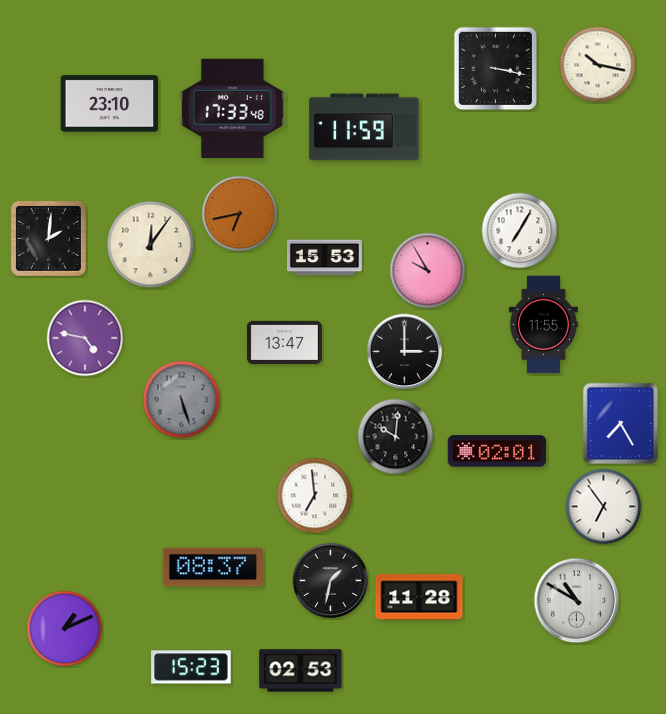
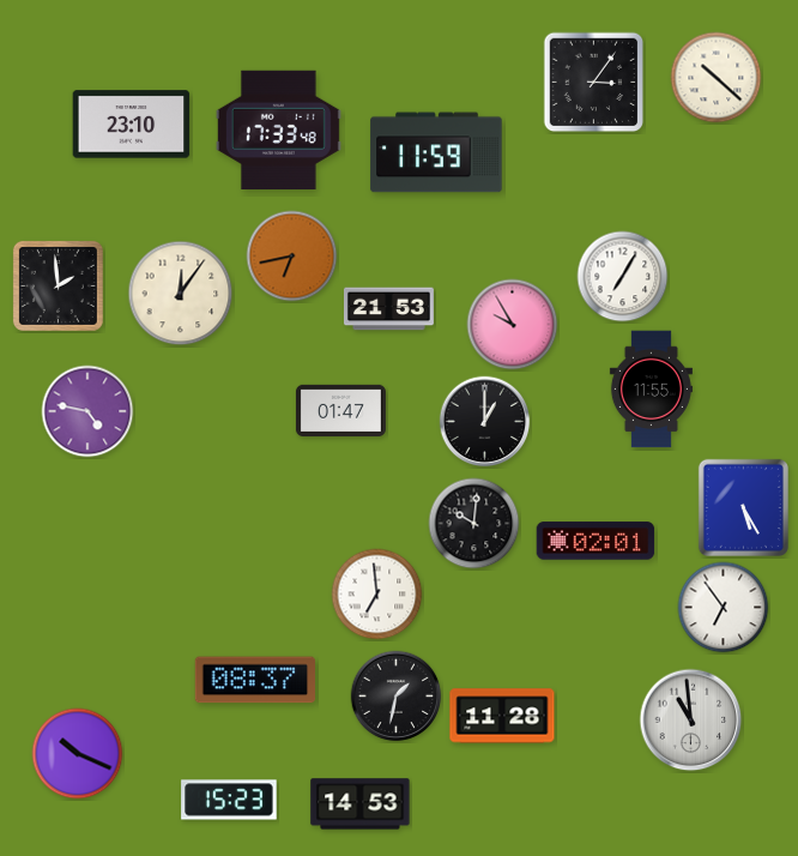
clock at (598, 65): 10:17 -> 10:22
clock at (496, 69): 3:17 -> 3:06
clock at (240, 214) position: (240, 214) -> (292, 257)
clock at (48, 238): 2:01 -> 1:59
clock at (324, 258): 15:53 -> 21:53
clock at (85, 338) position: (85, 338) -> (87, 411)
clock at (284, 342): 13:47 -> 01:47
clock at (405, 352): 3:00 -> 1:00
clock at (182, 400): 5:27 -> none
clock at (620, 423): 7:25 -> 5:25
clock at (577, 601): 10:50 -> 10:59
clock at (65, 629): 1:11 -> 10:19
clock at (301, 671): 02:53 -> 14:53
